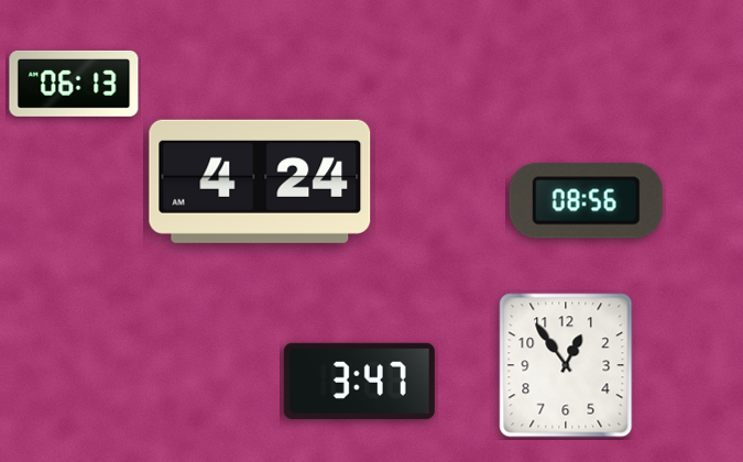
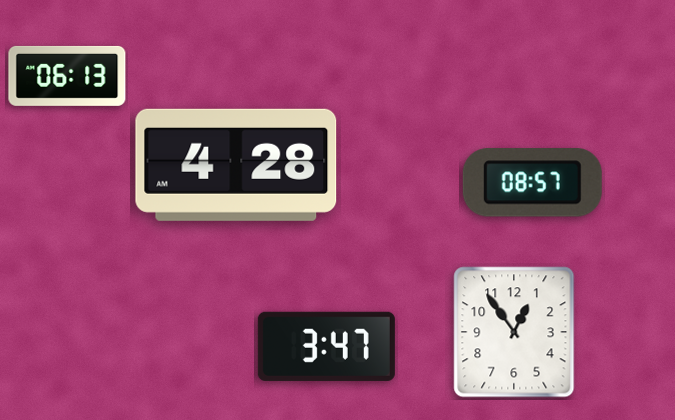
clock at (260, 182): 4:24 -> 4:28
clock at (586, 201): 08:56 -> 08:57
